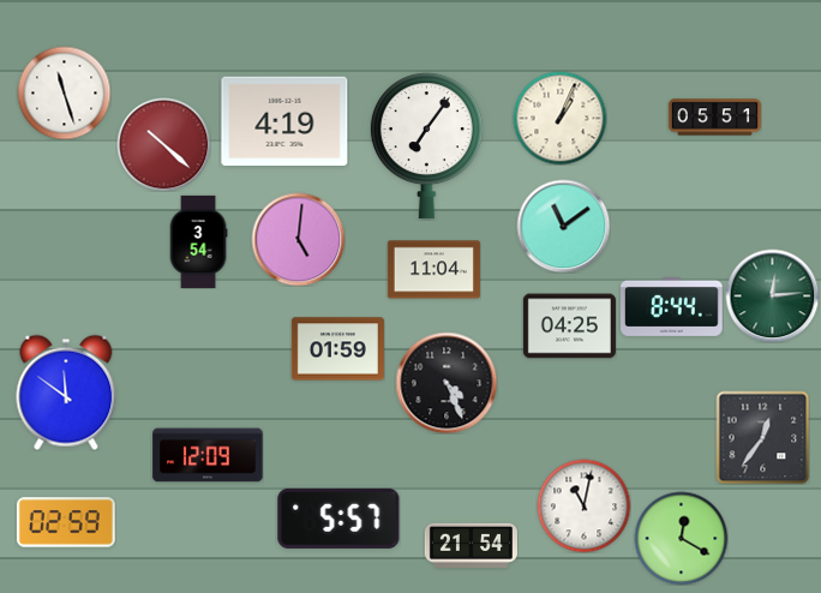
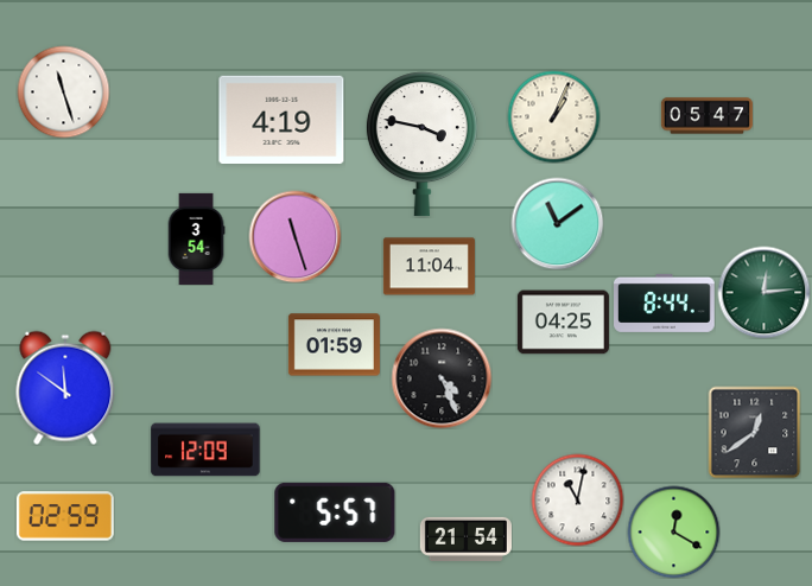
clock at (714, 118): 05:51 -> 05:47
clock at (163, 144): 10:22 -> none
clock at (426, 146): 7:06 -> 3:47
clock at (298, 239): 5:01 -> 11:27
clock at (762, 437): 12:36 -> 12:39
